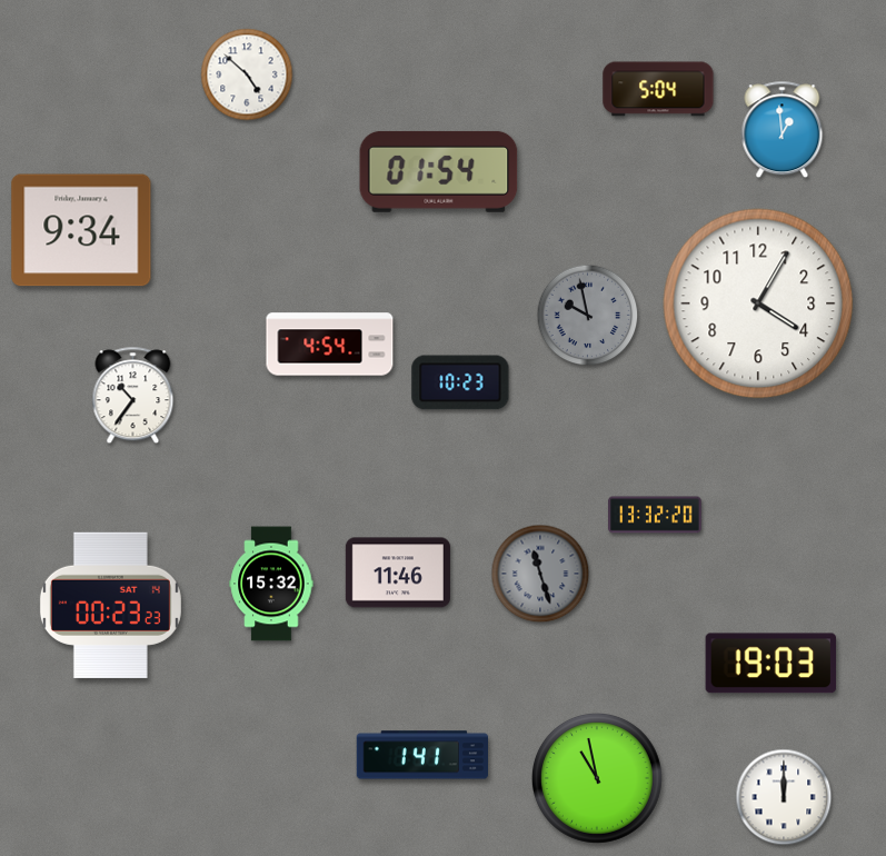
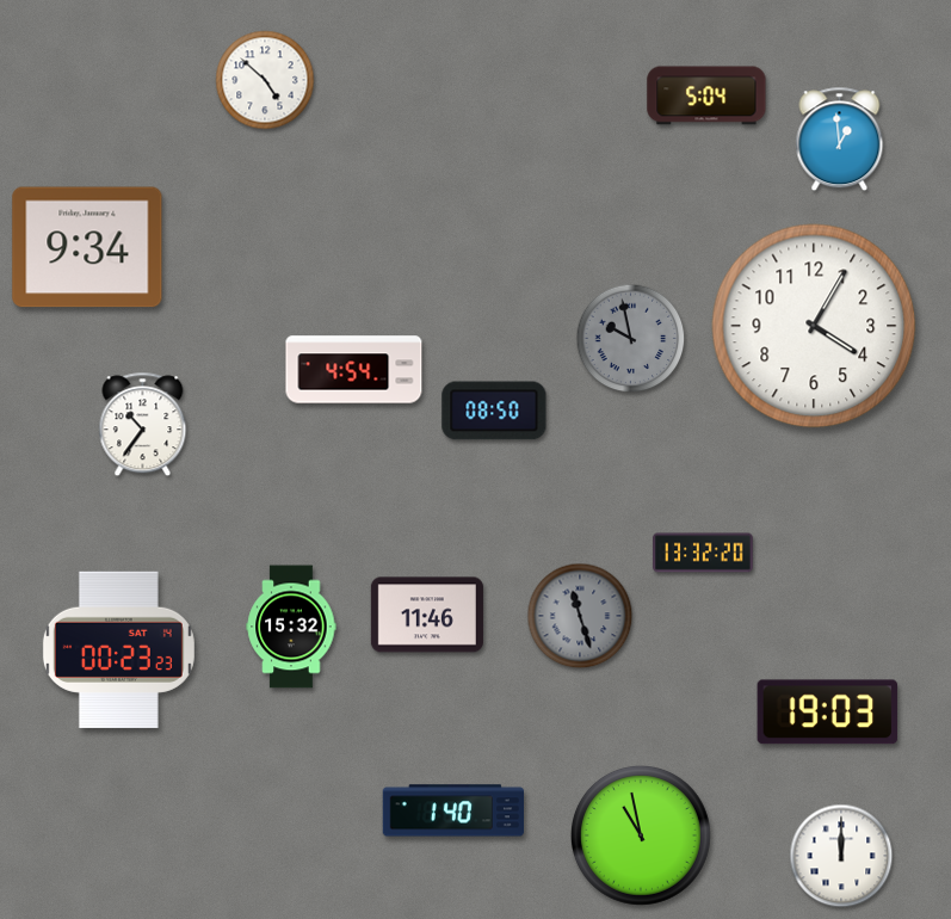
clock at (439, 171): 01:54 -> none
clock at (460, 382): 10:23 -> 08:50
clock at (421, 755): 1:41 -> 1:40
